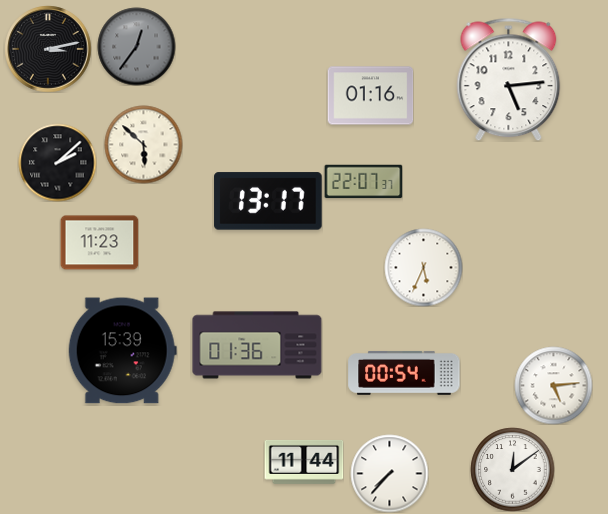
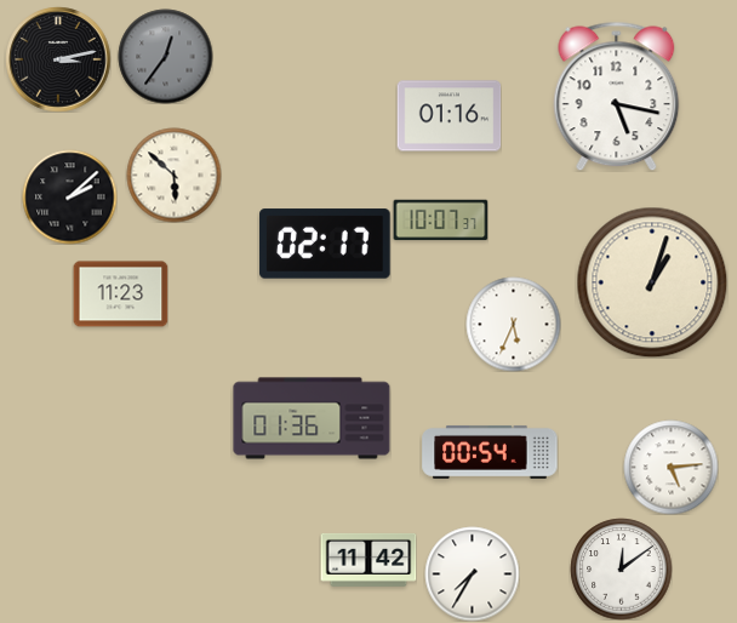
clock at (509, 79): 5:14 -> 5:17
clock at (363, 182): 22:07 -> 10:07
clock at (268, 201): 13:17 -> 02:17
clock at (652, 282): none -> 1:03
clock at (122, 351): 15:39 -> none
clock at (304, 462): 11:44 -> 11:42
clock at (389, 473): 7:37 -> 7:35
